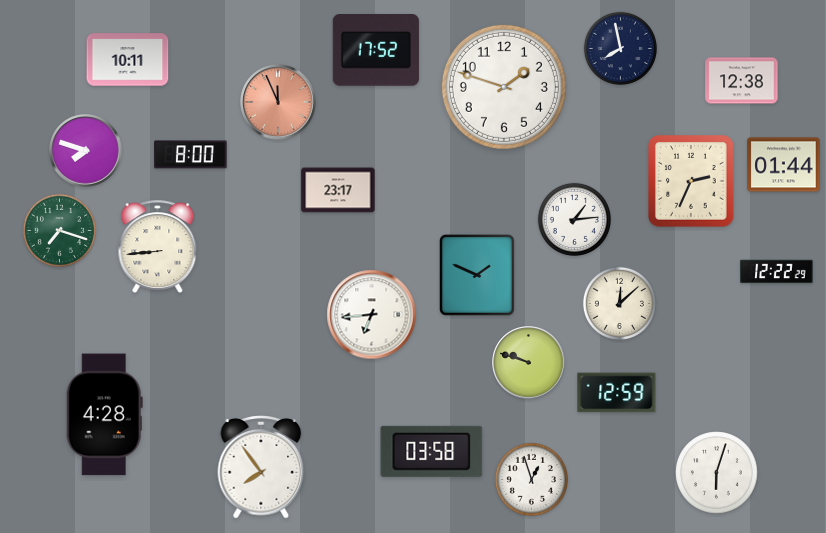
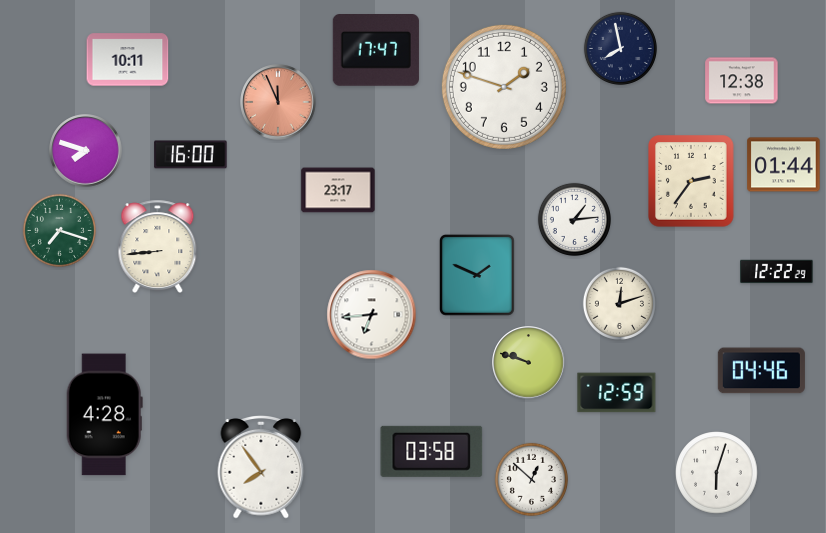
clock at (376, 51): 17:52 -> 17:47
clock at (191, 155): 8:00 -> 16:00
clock at (691, 181): 2:34 -> 2:36
clock at (619, 303): 12:08 -> 12:12
clock at (761, 371): none -> 04:46
clock at (531, 479): 12:57 -> 12:52
